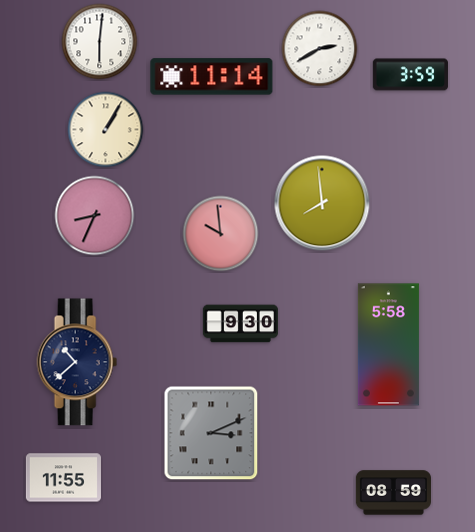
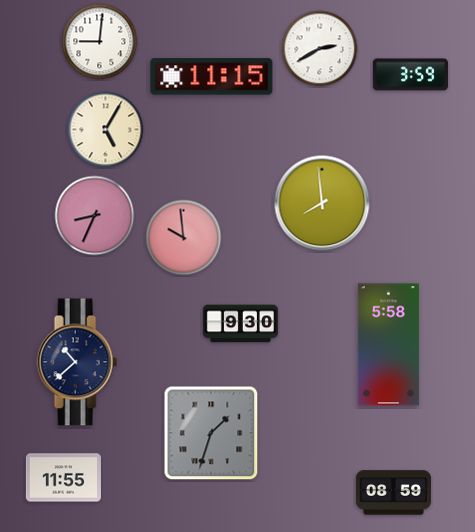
clock at (100, 42): 6:01 -> 9:01
clock at (212, 77): 11:14 -> 11:15
clock at (106, 130): 1:05 -> 5:05
clock at (221, 234) position: (221, 234) -> (184, 238)
clock at (211, 433): 3:11 -> 1:33
